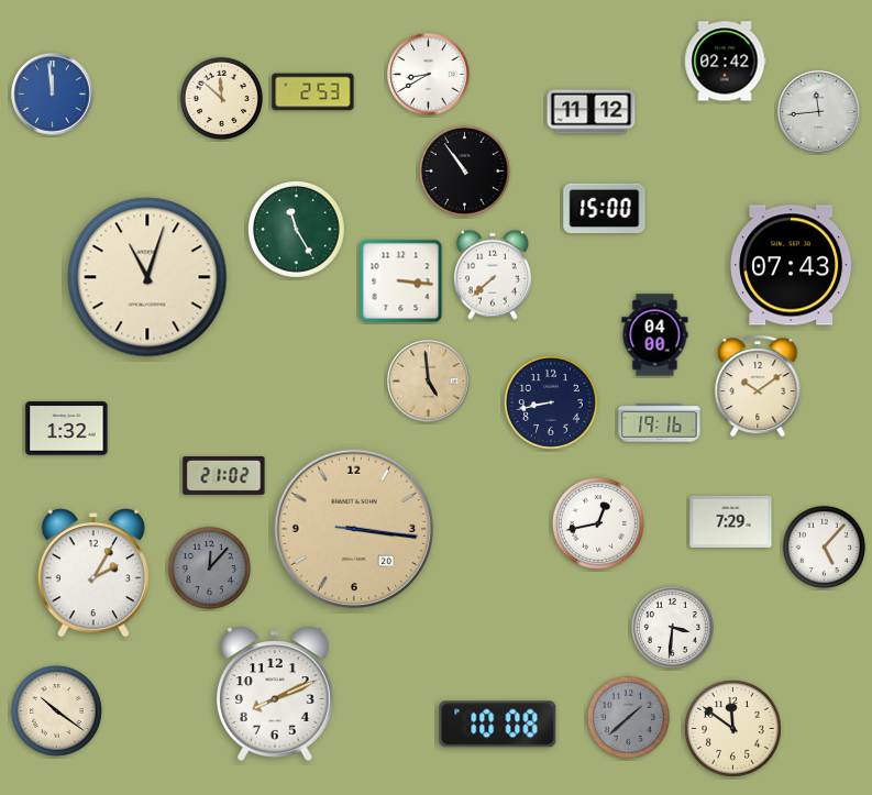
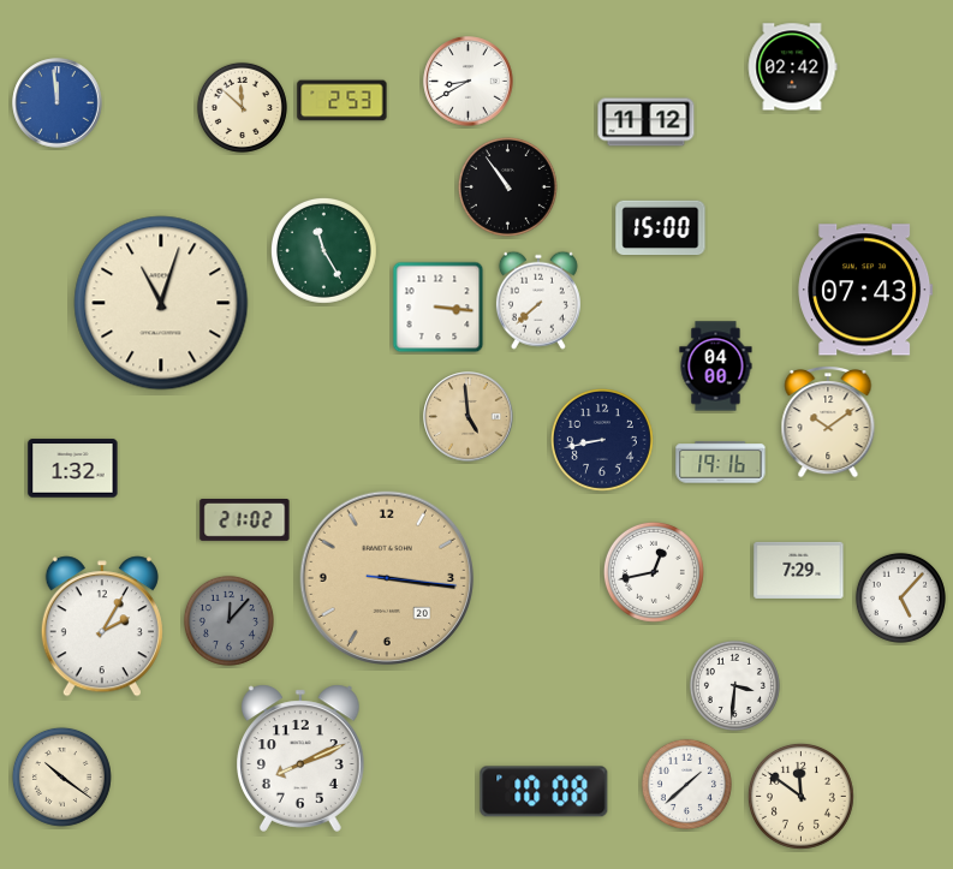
clock at (819, 112): 11:44 -> none
clock at (628, 717) dial: grey -> white
